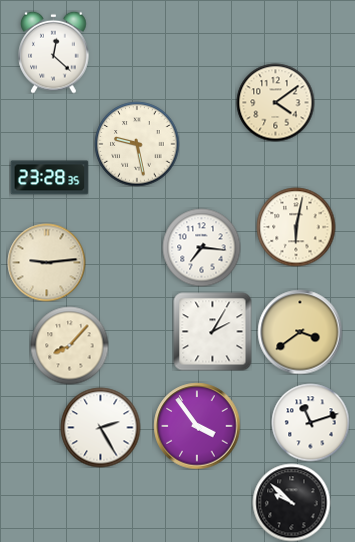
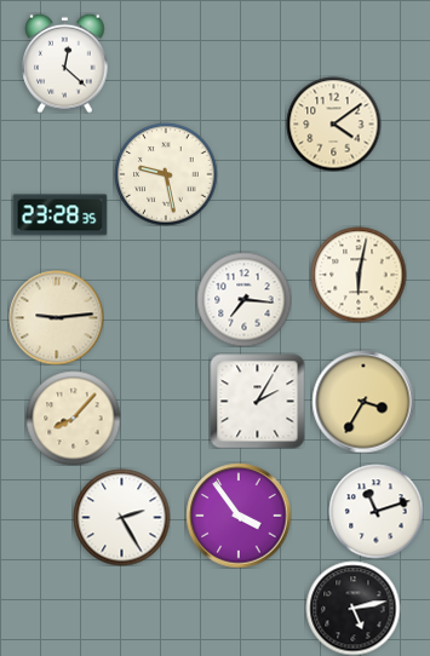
clock at (300, 332): 3:39 -> 3:35
clock at (69, 345) position: (69, 345) -> (73, 418)
clock at (291, 502): 9:52 -> 5:13
